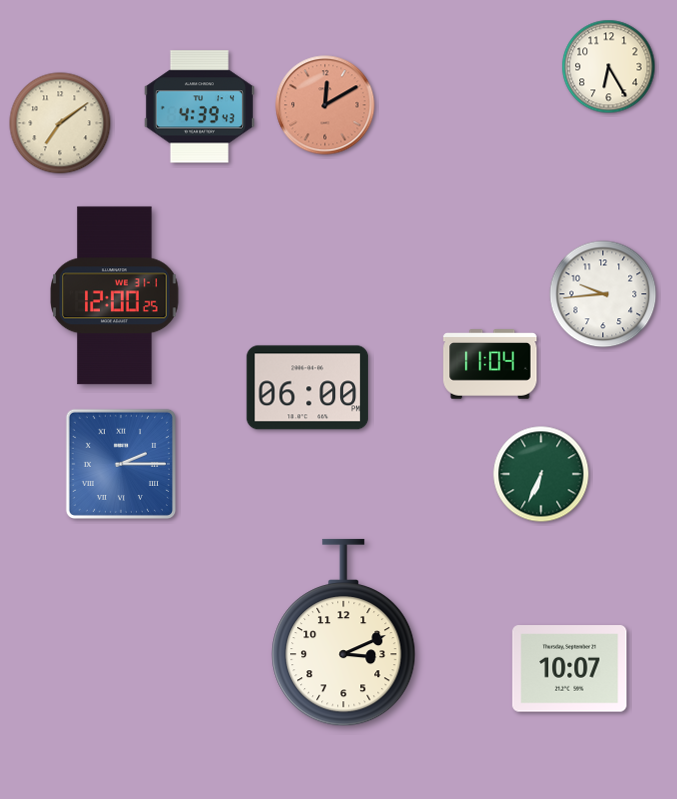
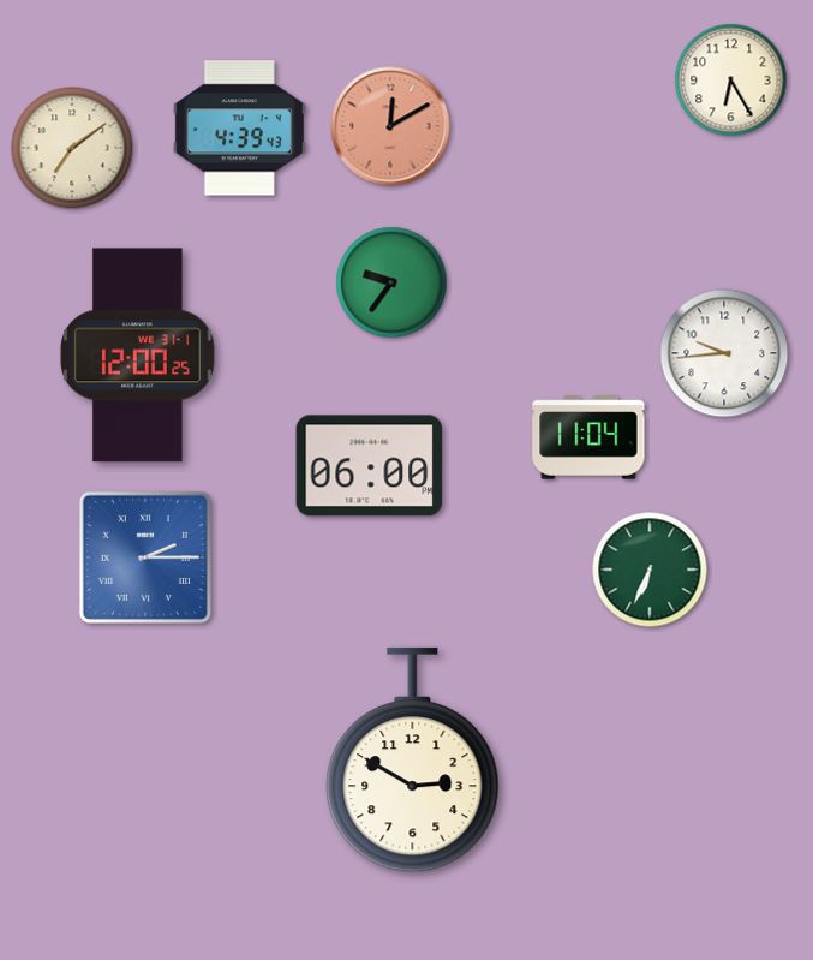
clock at (391, 282): none -> 9:36
clock at (344, 633): 3:11 -> 2:50
clock at (570, 669): 10:07 -> none
